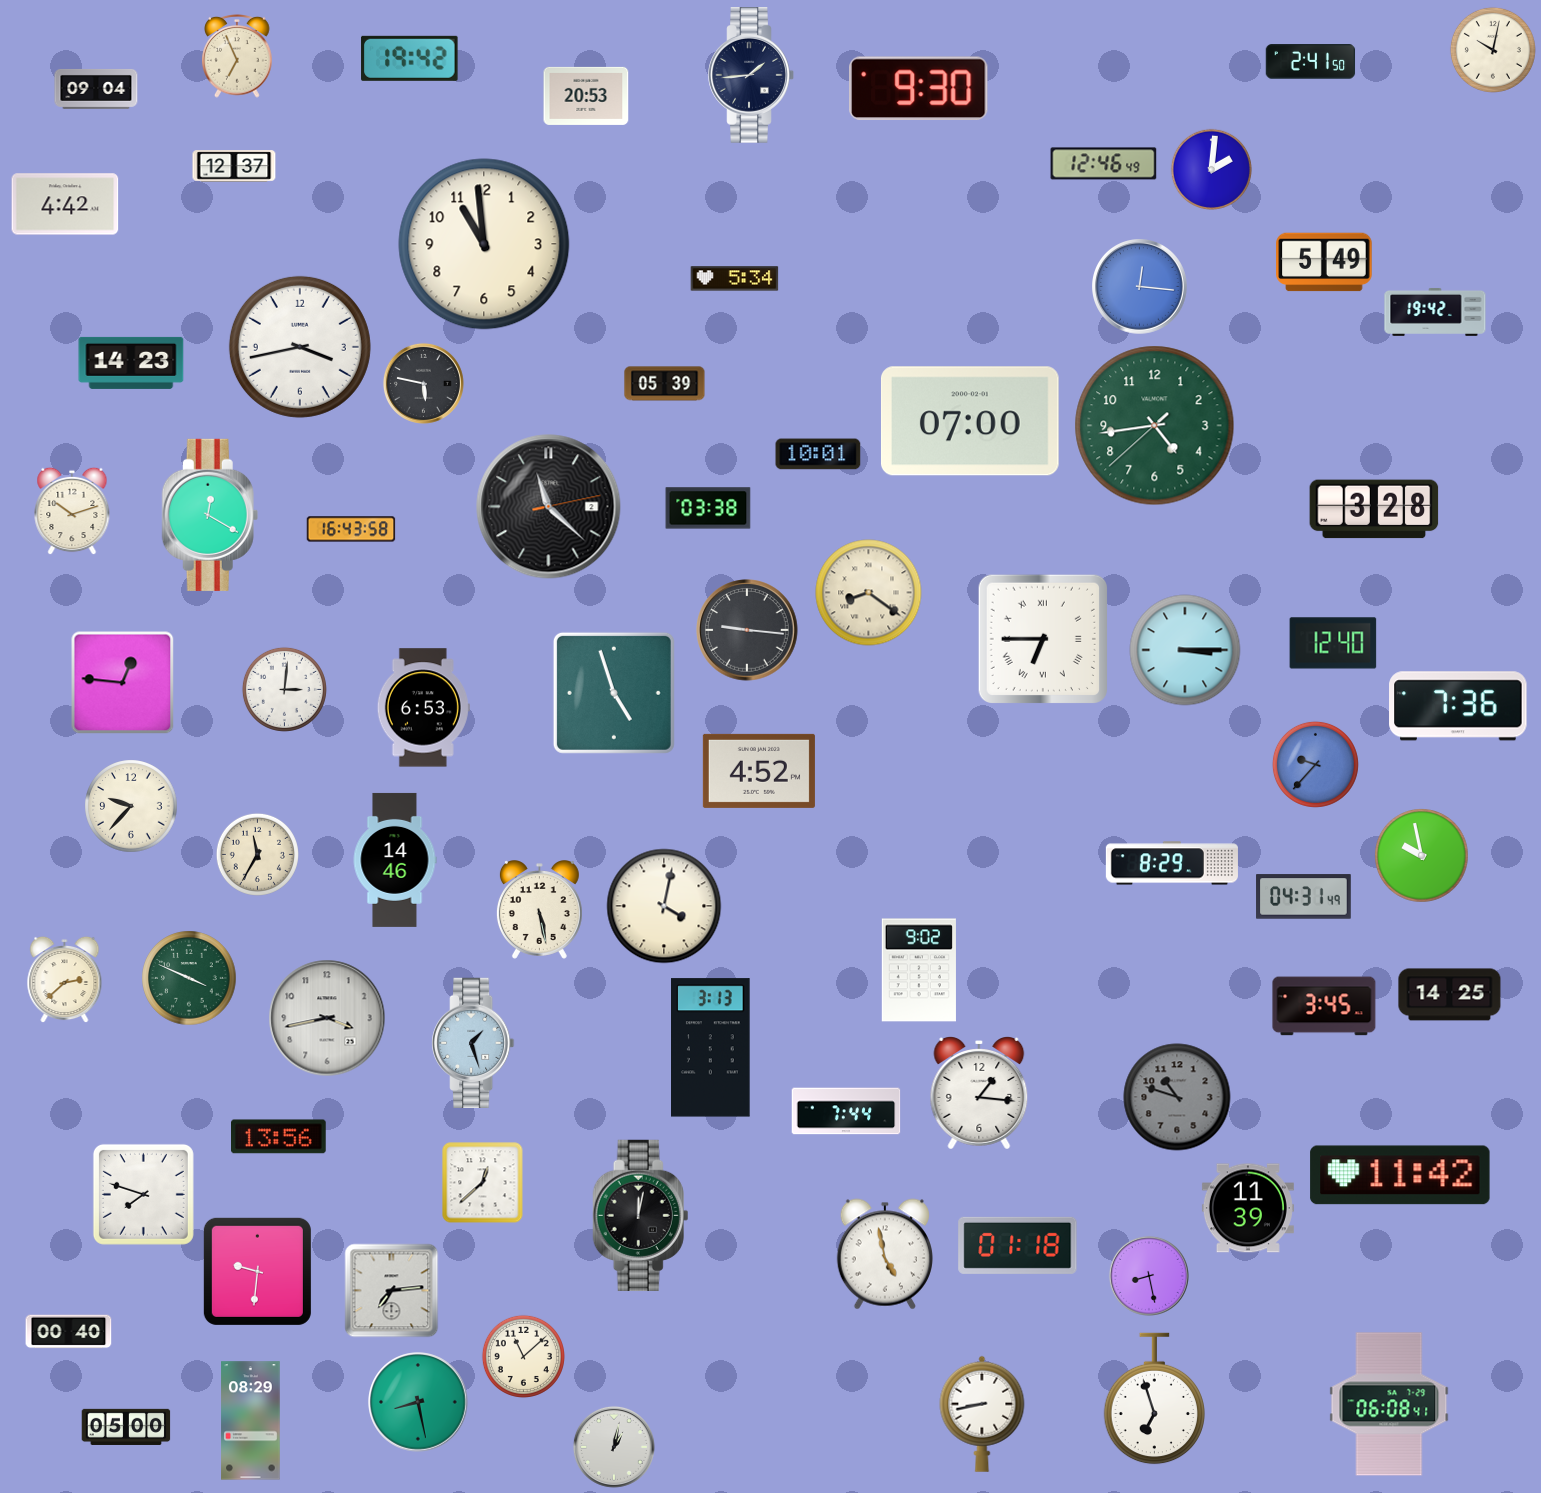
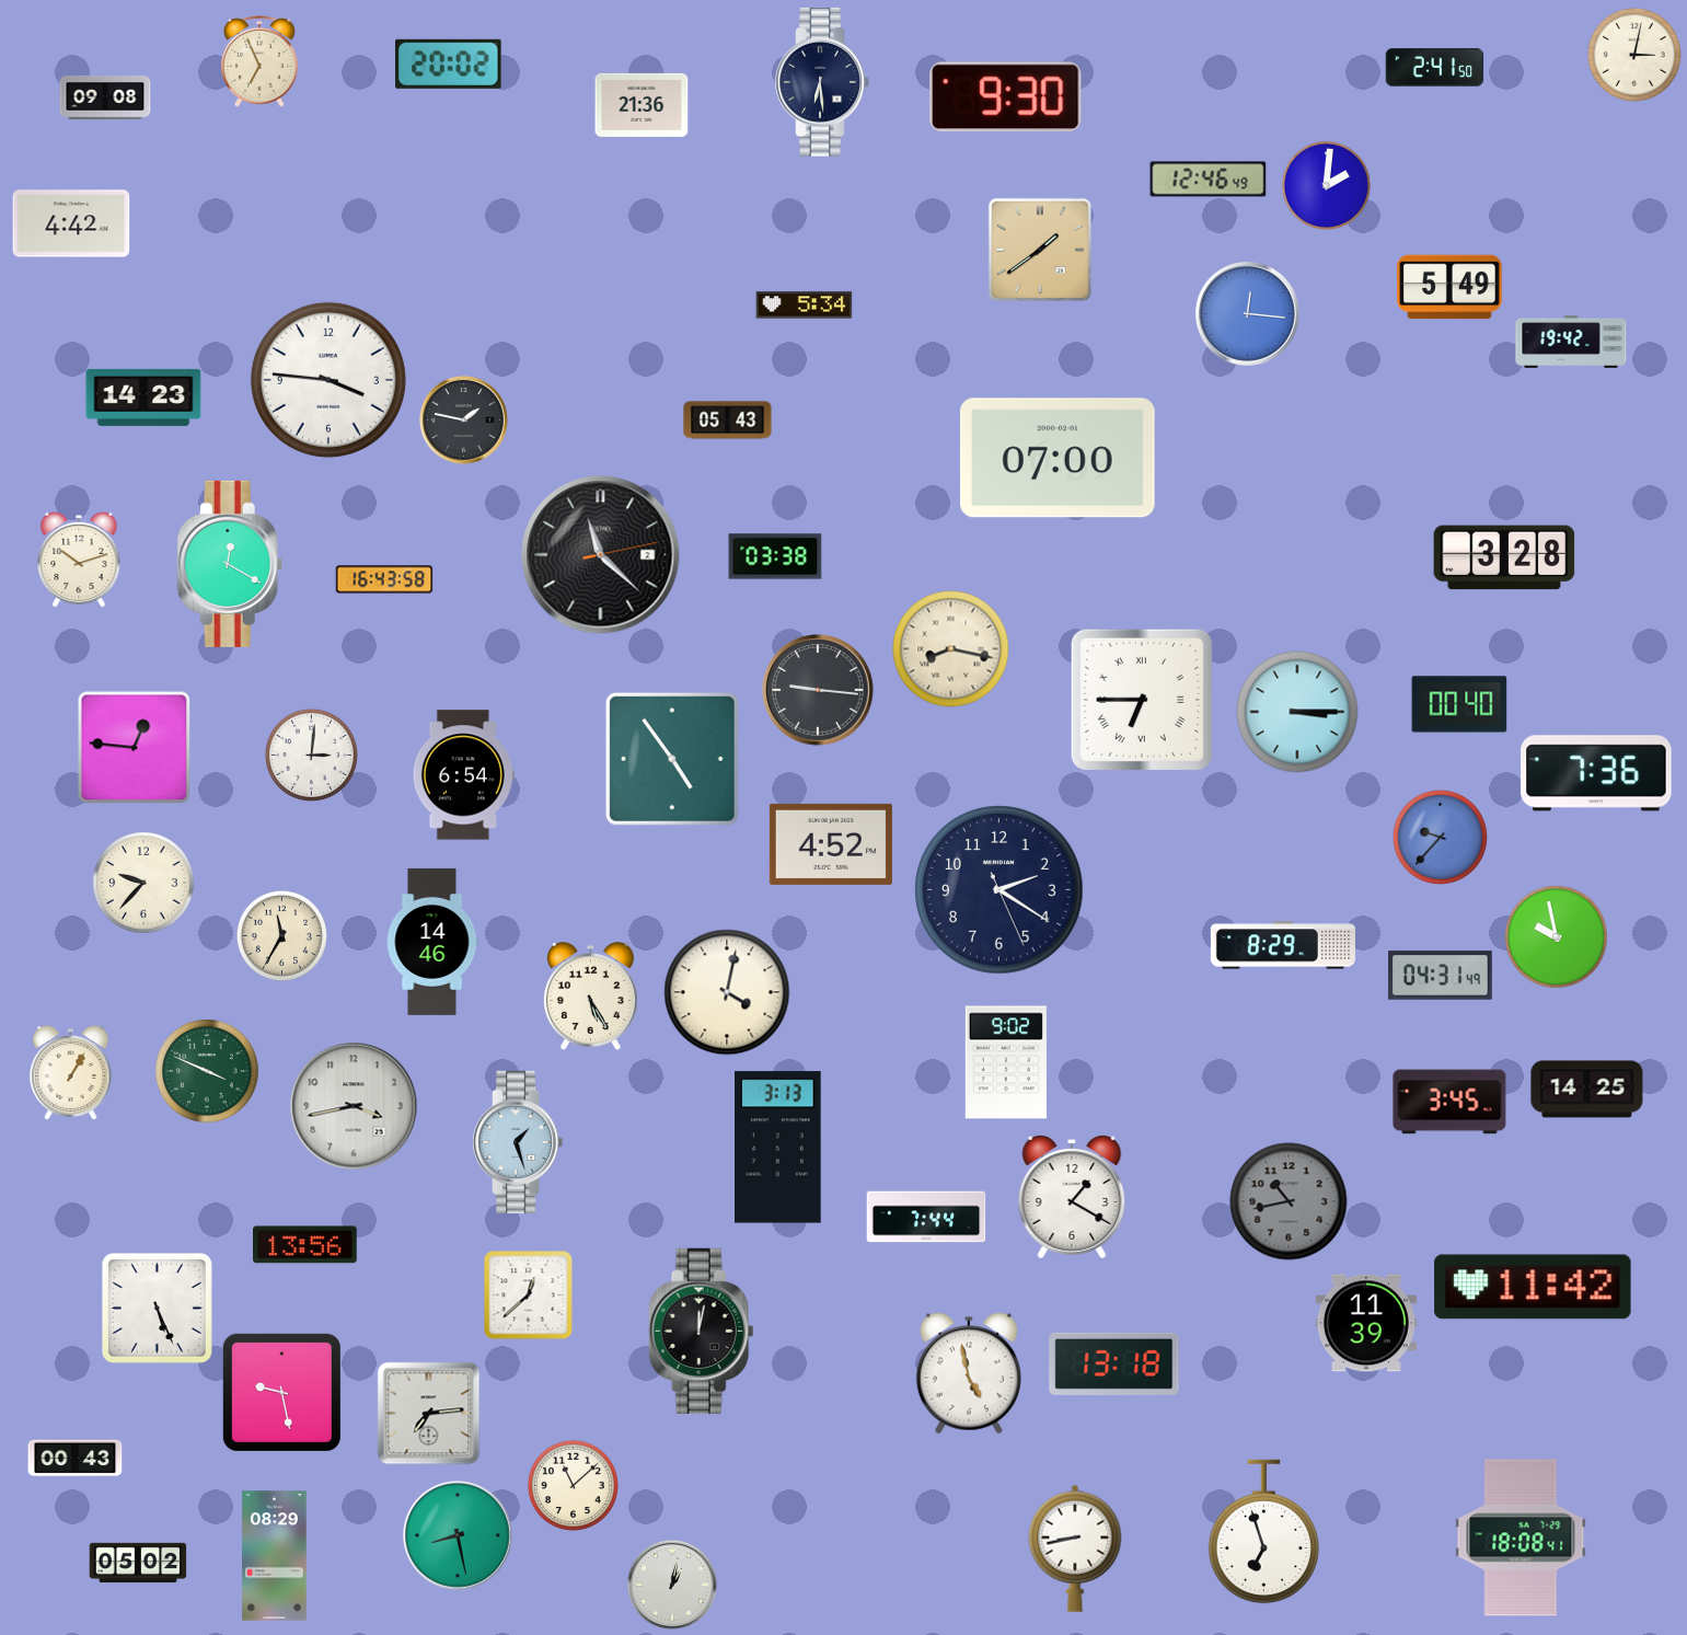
clock at (1493, 50): 10:02 -> 3:02
clock at (410, 58): 19:42 -> 20:02
clock at (751, 76): 1:44 -> 6:29
clock at (96, 89): 09:04 -> 09:08
clock at (586, 96): 20:53 -> 21:36
clock at (234, 166): 12:37 -> none
clock at (1040, 250): none -> 1:39
clock at (484, 244): 10:59 -> none
clock at (300, 347): 3:43 -> 3:46
clock at (423, 383): 5:47 -> 1:47
clock at (665, 384): 05:39 -> 05:43
clock at (970, 421) position: (970, 421) -> (1058, 458)
clock at (1155, 426): 4:43 -> none
clock at (818, 454): 10:01 -> none
clock at (869, 593): 8:21 -> 8:17
clock at (1333, 643): 12:40 -> 00:40
clock at (614, 693): 4:57 -> 4:54
clock at (423, 708): 6:53 -> 6:54
clock at (1000, 890): none -> 2:20
clock at (1304, 897) position: (1304, 897) -> (1441, 976)
clock at (539, 910): 5:28 -> 5:25
clock at (65, 980): 2:38 -> 1:05
clock at (327, 1018) position: (327, 1018) -> (354, 1106)
clock at (979, 1094): 1:16 -> 1:20
clock at (1177, 1097): 10:48 -> 10:43
clock at (143, 1194): 7:48 -> 5:26
clock at (1018, 1245): 01:18 -> 13:18
clock at (257, 1271): 9:31 -> 9:28
clock at (1149, 1276): 8:28 -> none
clock at (69, 1332): 00:40 -> 00:43
clock at (1389, 1404): 06:08 -> 18:08
clock at (126, 1426): 05:00 -> 05:02
